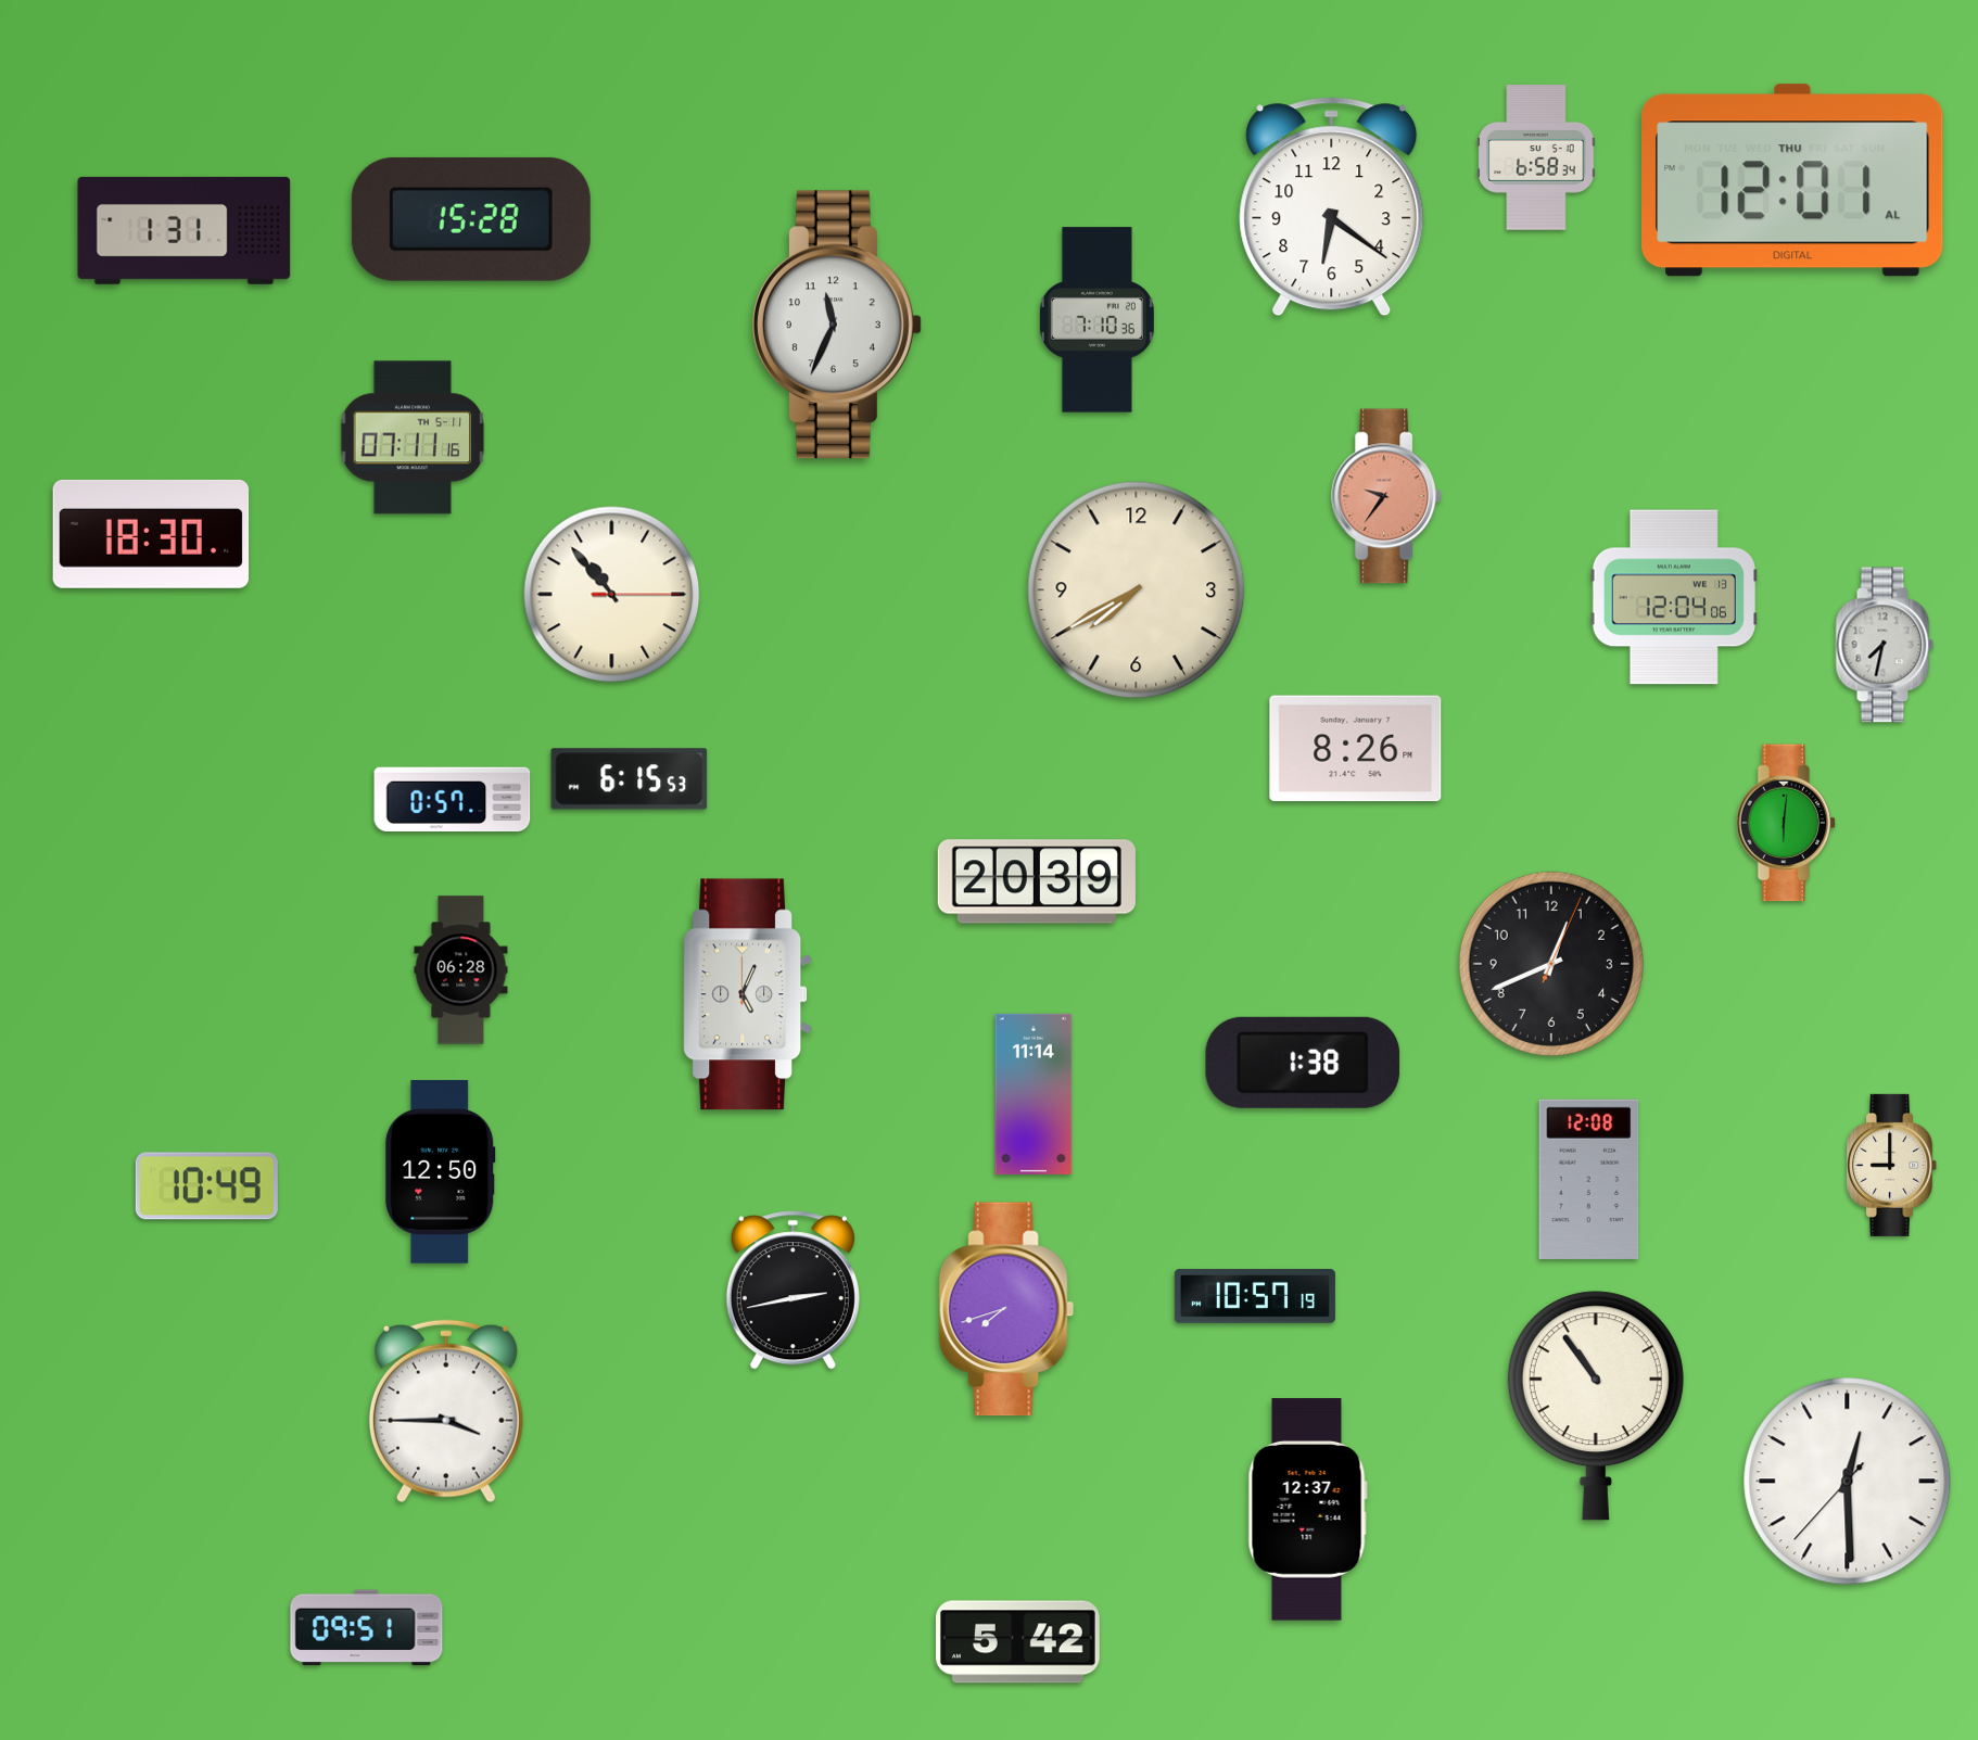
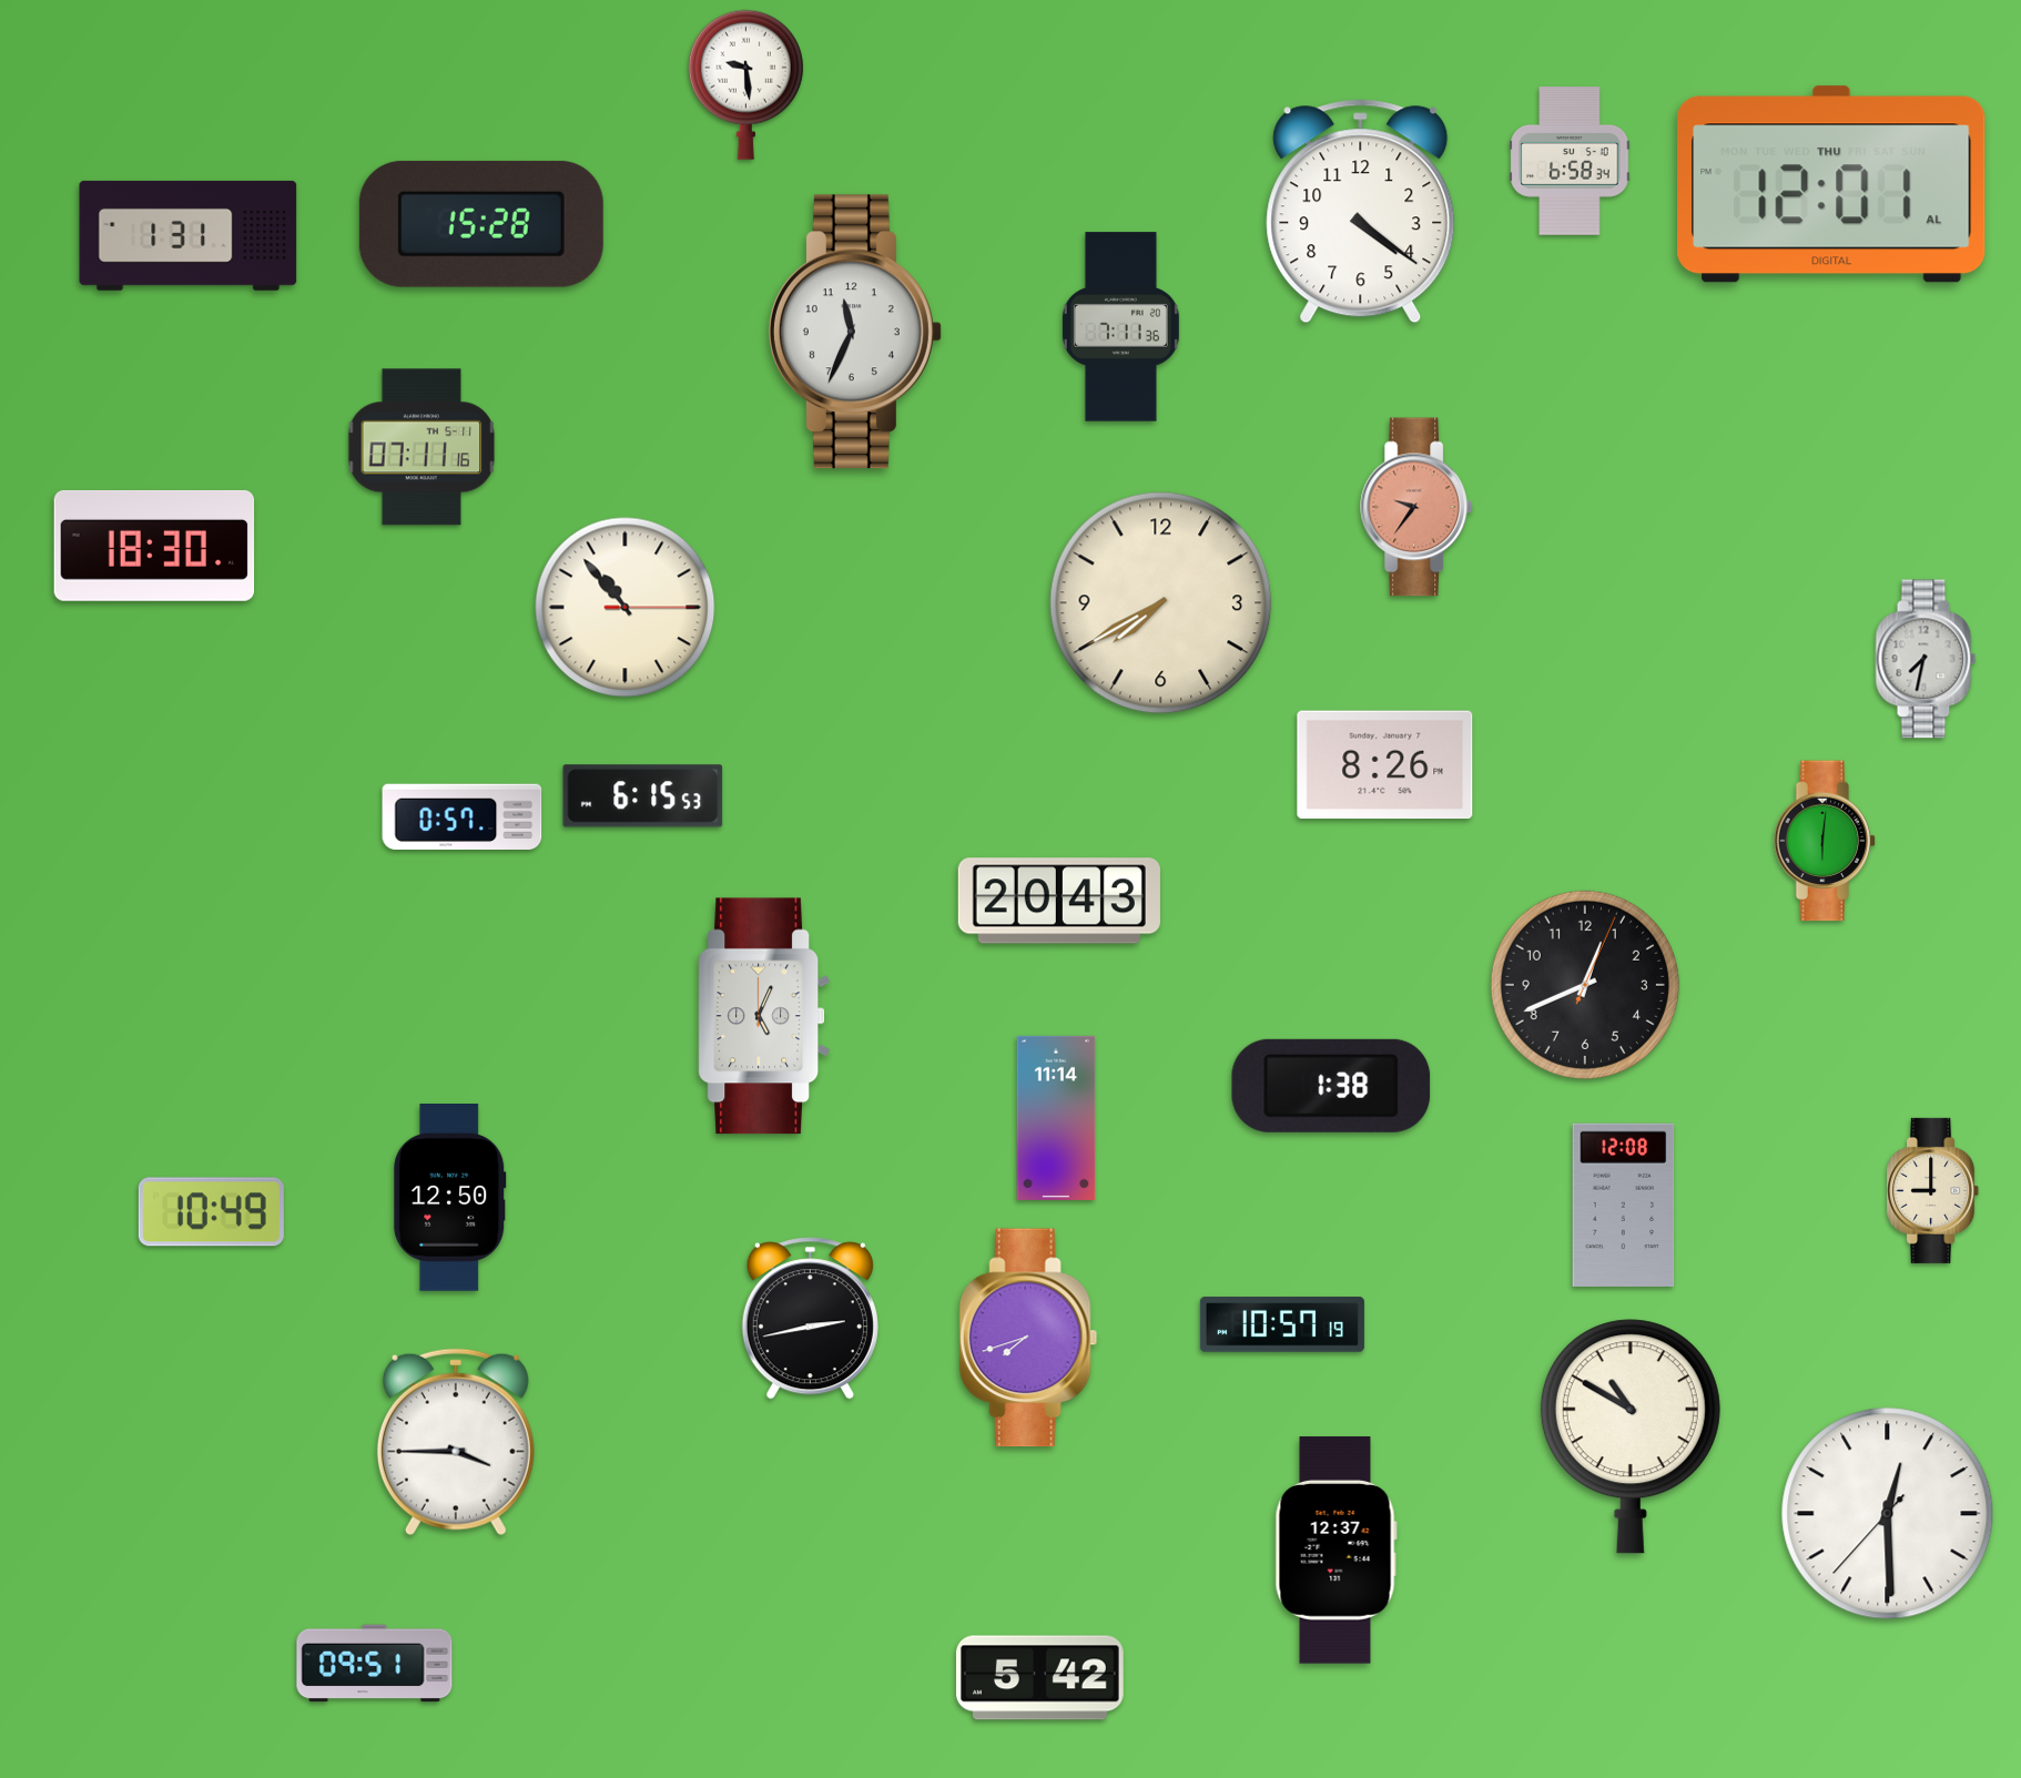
clock at (745, 84): none -> 9:29
clock at (1332, 207): 6:21 -> 4:21
clock at (1096, 320): 7:10 -> 7:11
clock at (1674, 597): 12:04 -> none
clock at (1037, 881): 20:39 -> 20:43
clock at (461, 970): 06:28 -> none
clock at (1596, 1406): 10:54 -> 10:50
clock at (1307, 1510) position: (1307, 1510) -> (1336, 1551)
